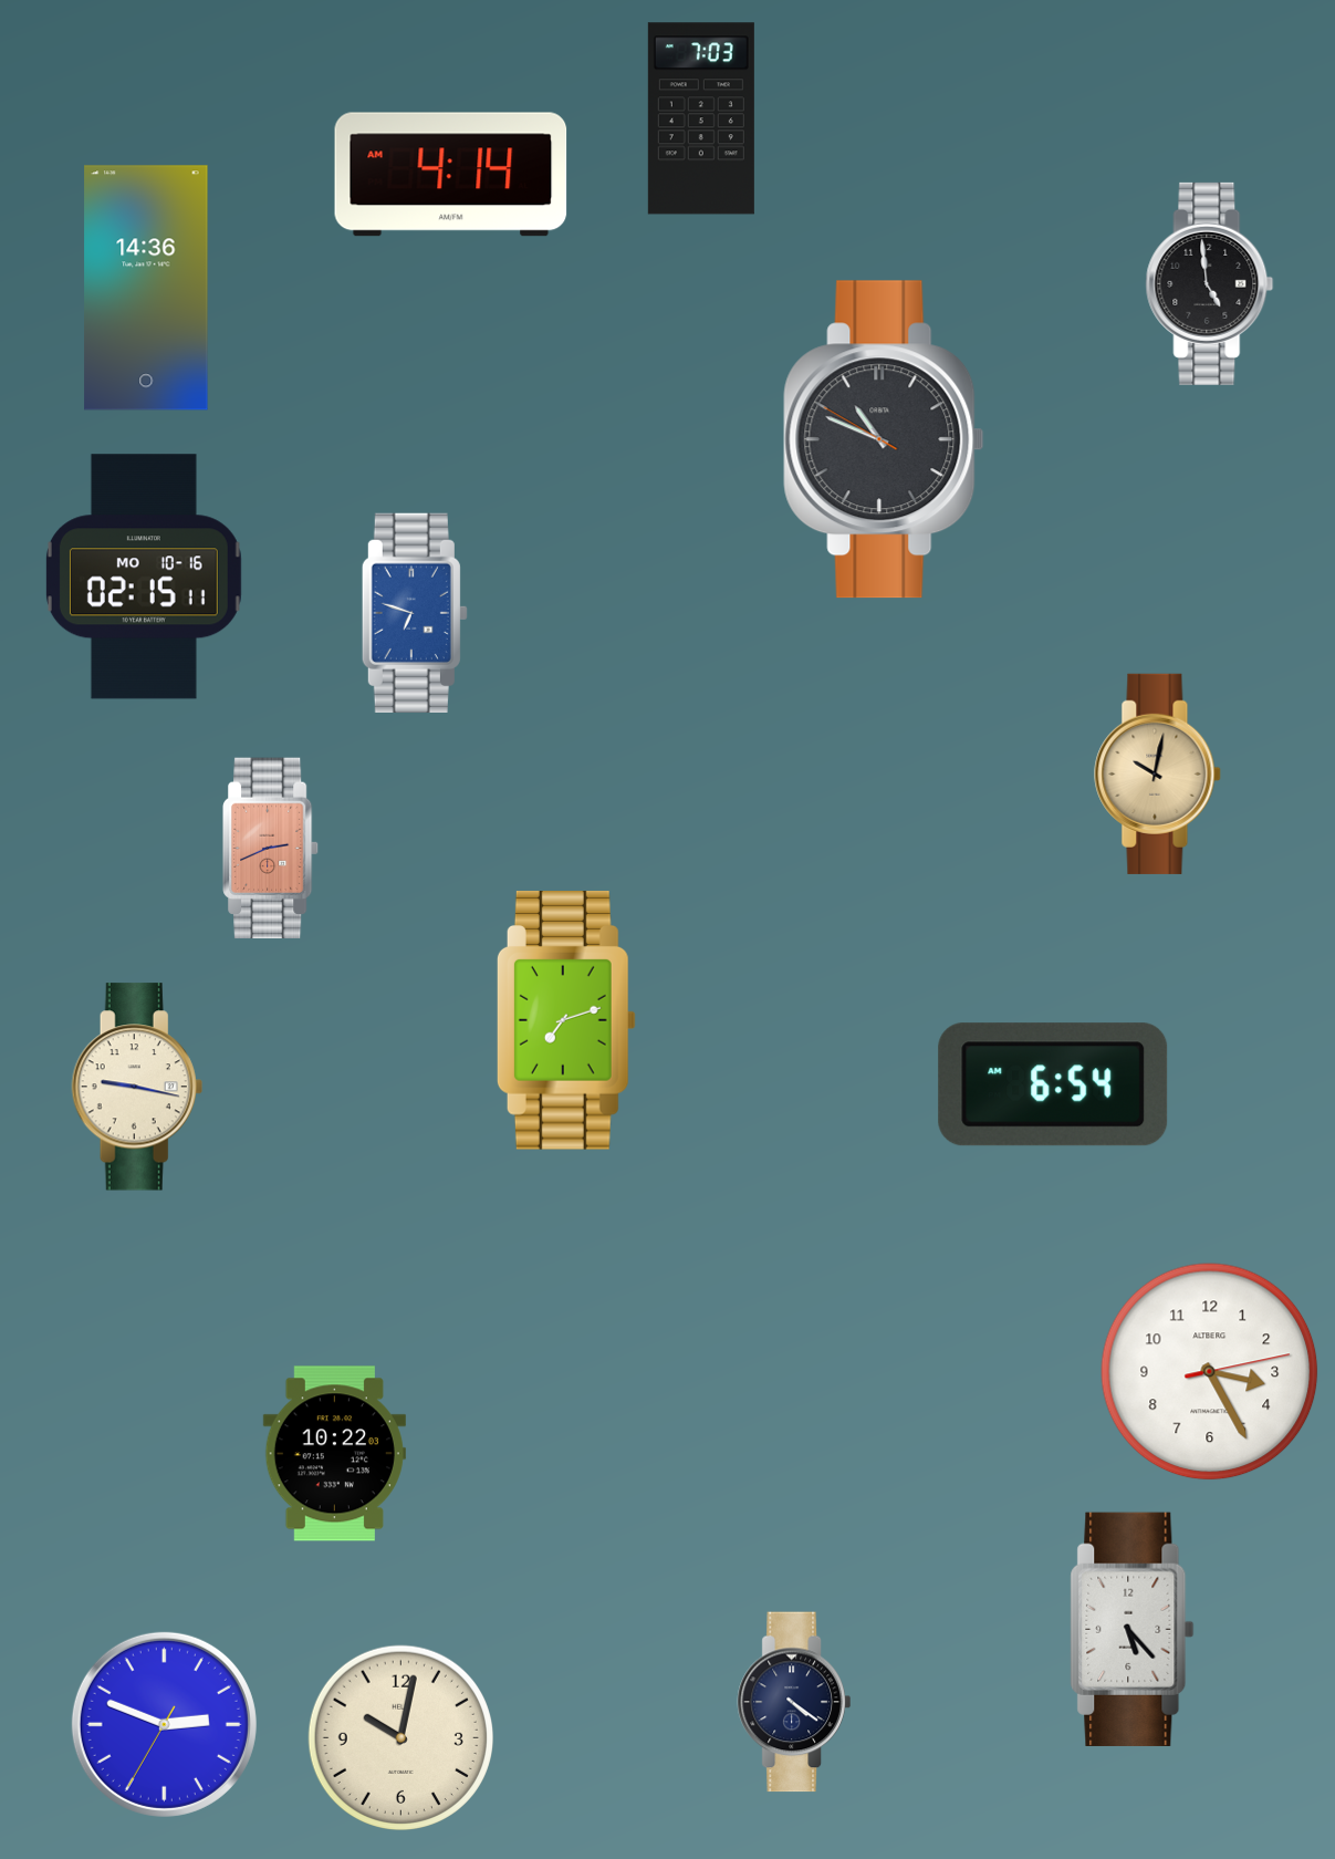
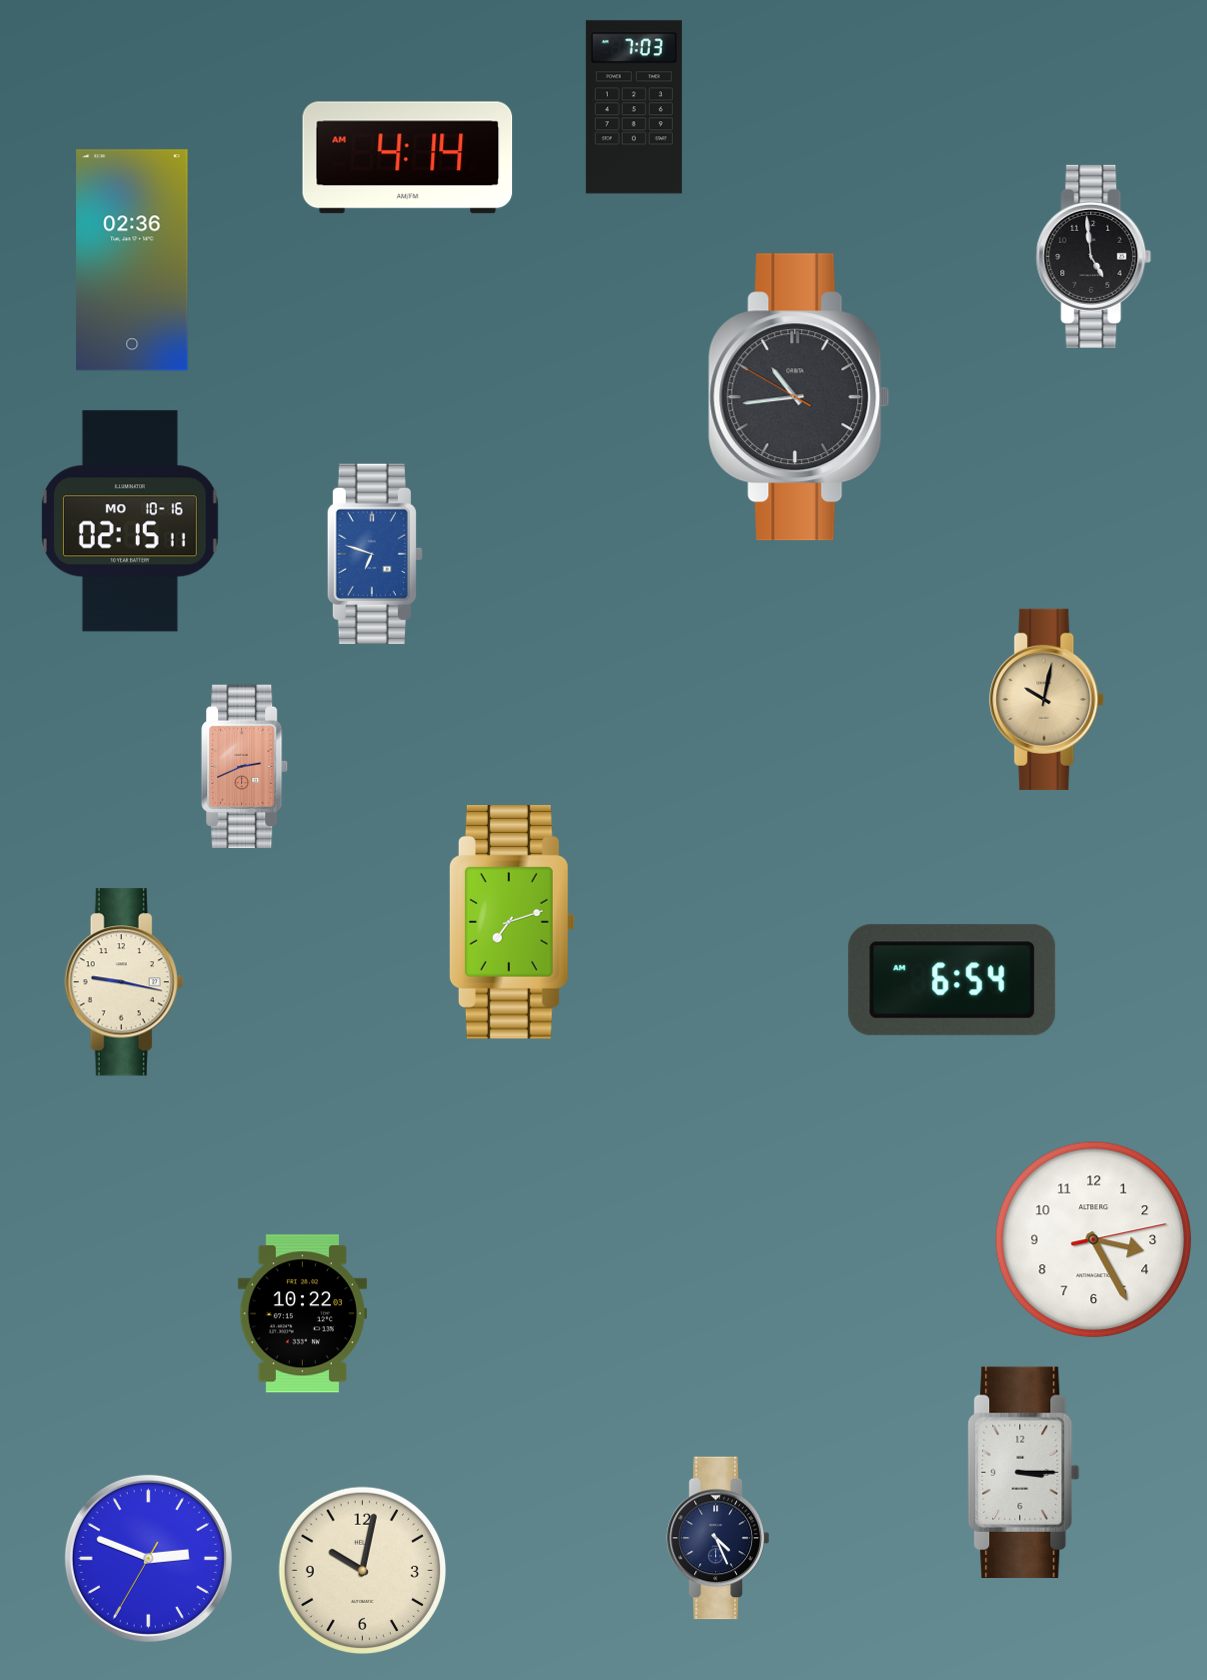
clock at (146, 288): 14:36 -> 02:36
clock at (884, 439): 10:48 -> 10:43
clock at (1133, 1629): 5:23 -> 3:15
clock at (794, 1702): 4:21 -> 4:26
